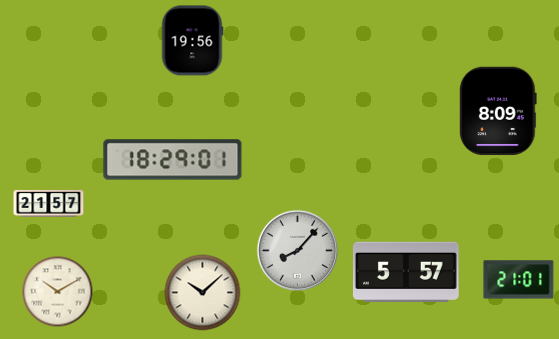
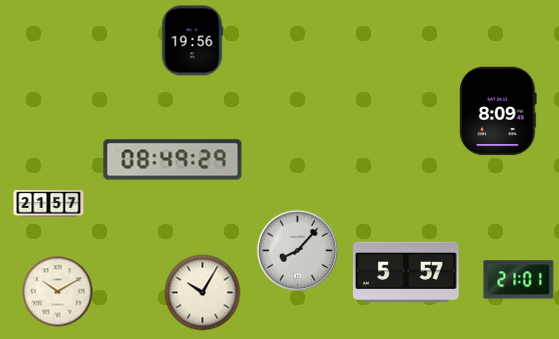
clock at (173, 160): 18:29 -> 08:49
clock at (203, 293): 10:08 -> 10:05
